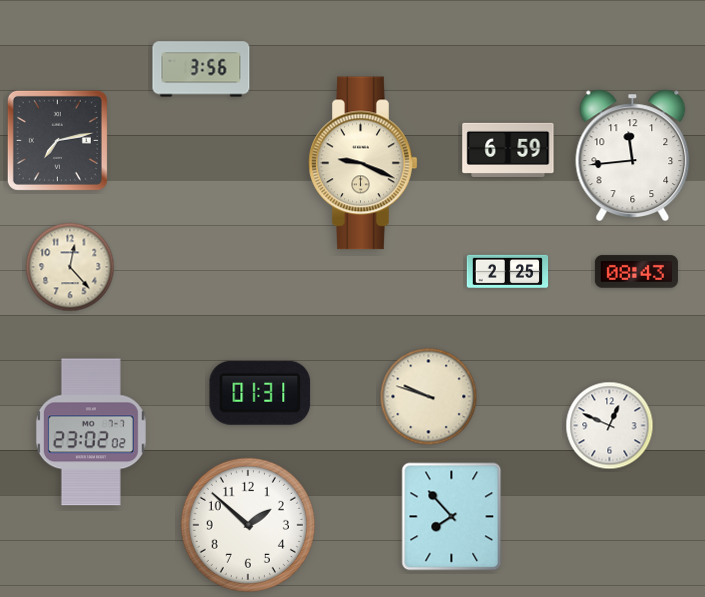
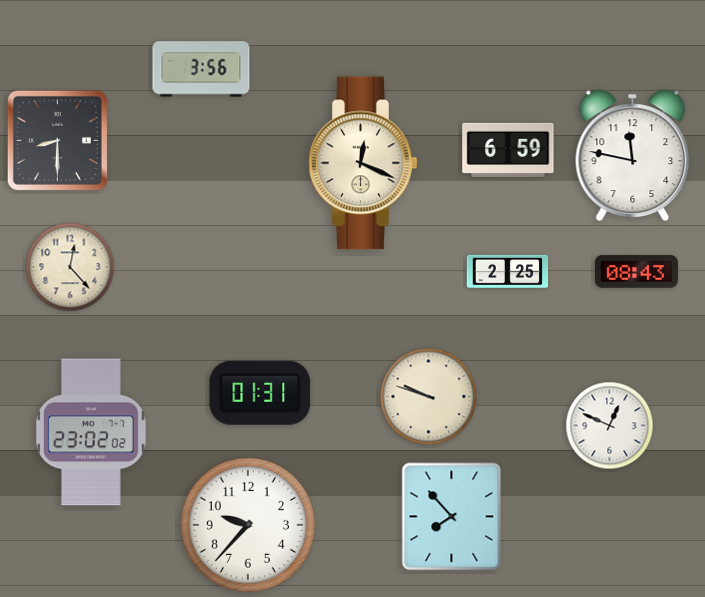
clock at (57, 140): 7:13 -> 8:30
clock at (633, 155): 11:44 -> 11:47
clock at (363, 163): 9:19 -> 12:19
clock at (248, 525): 1:52 -> 9:37
